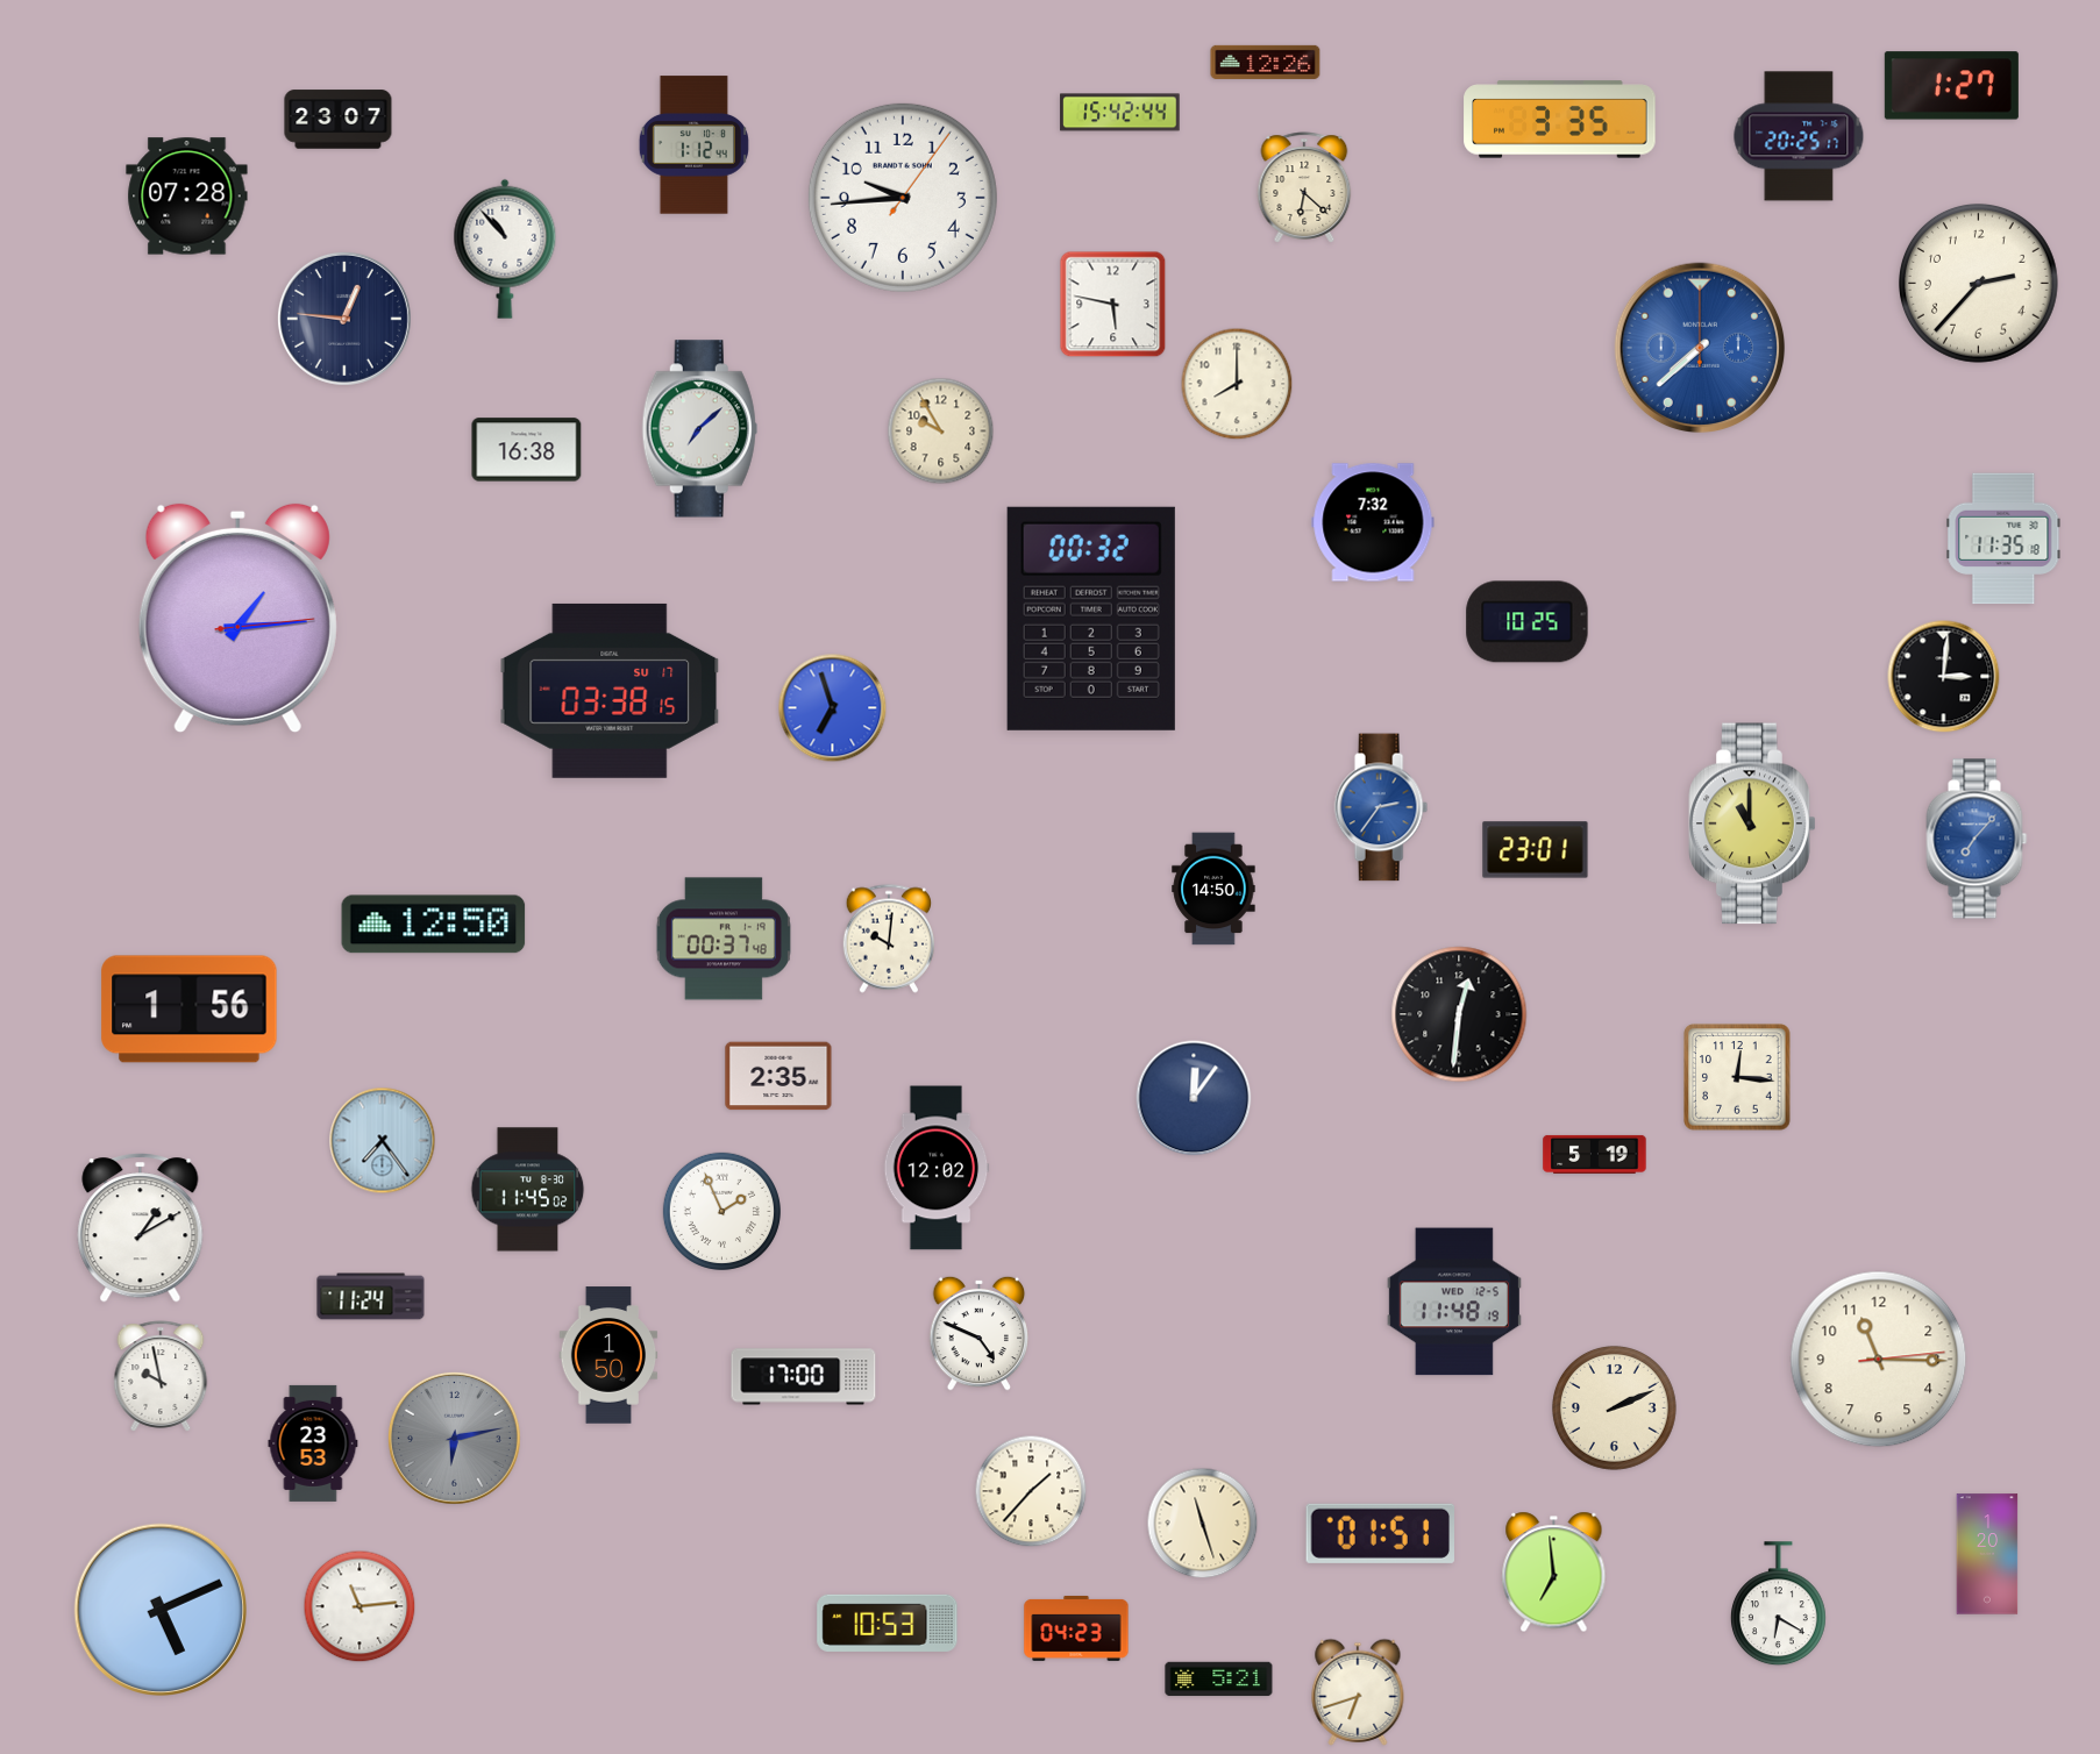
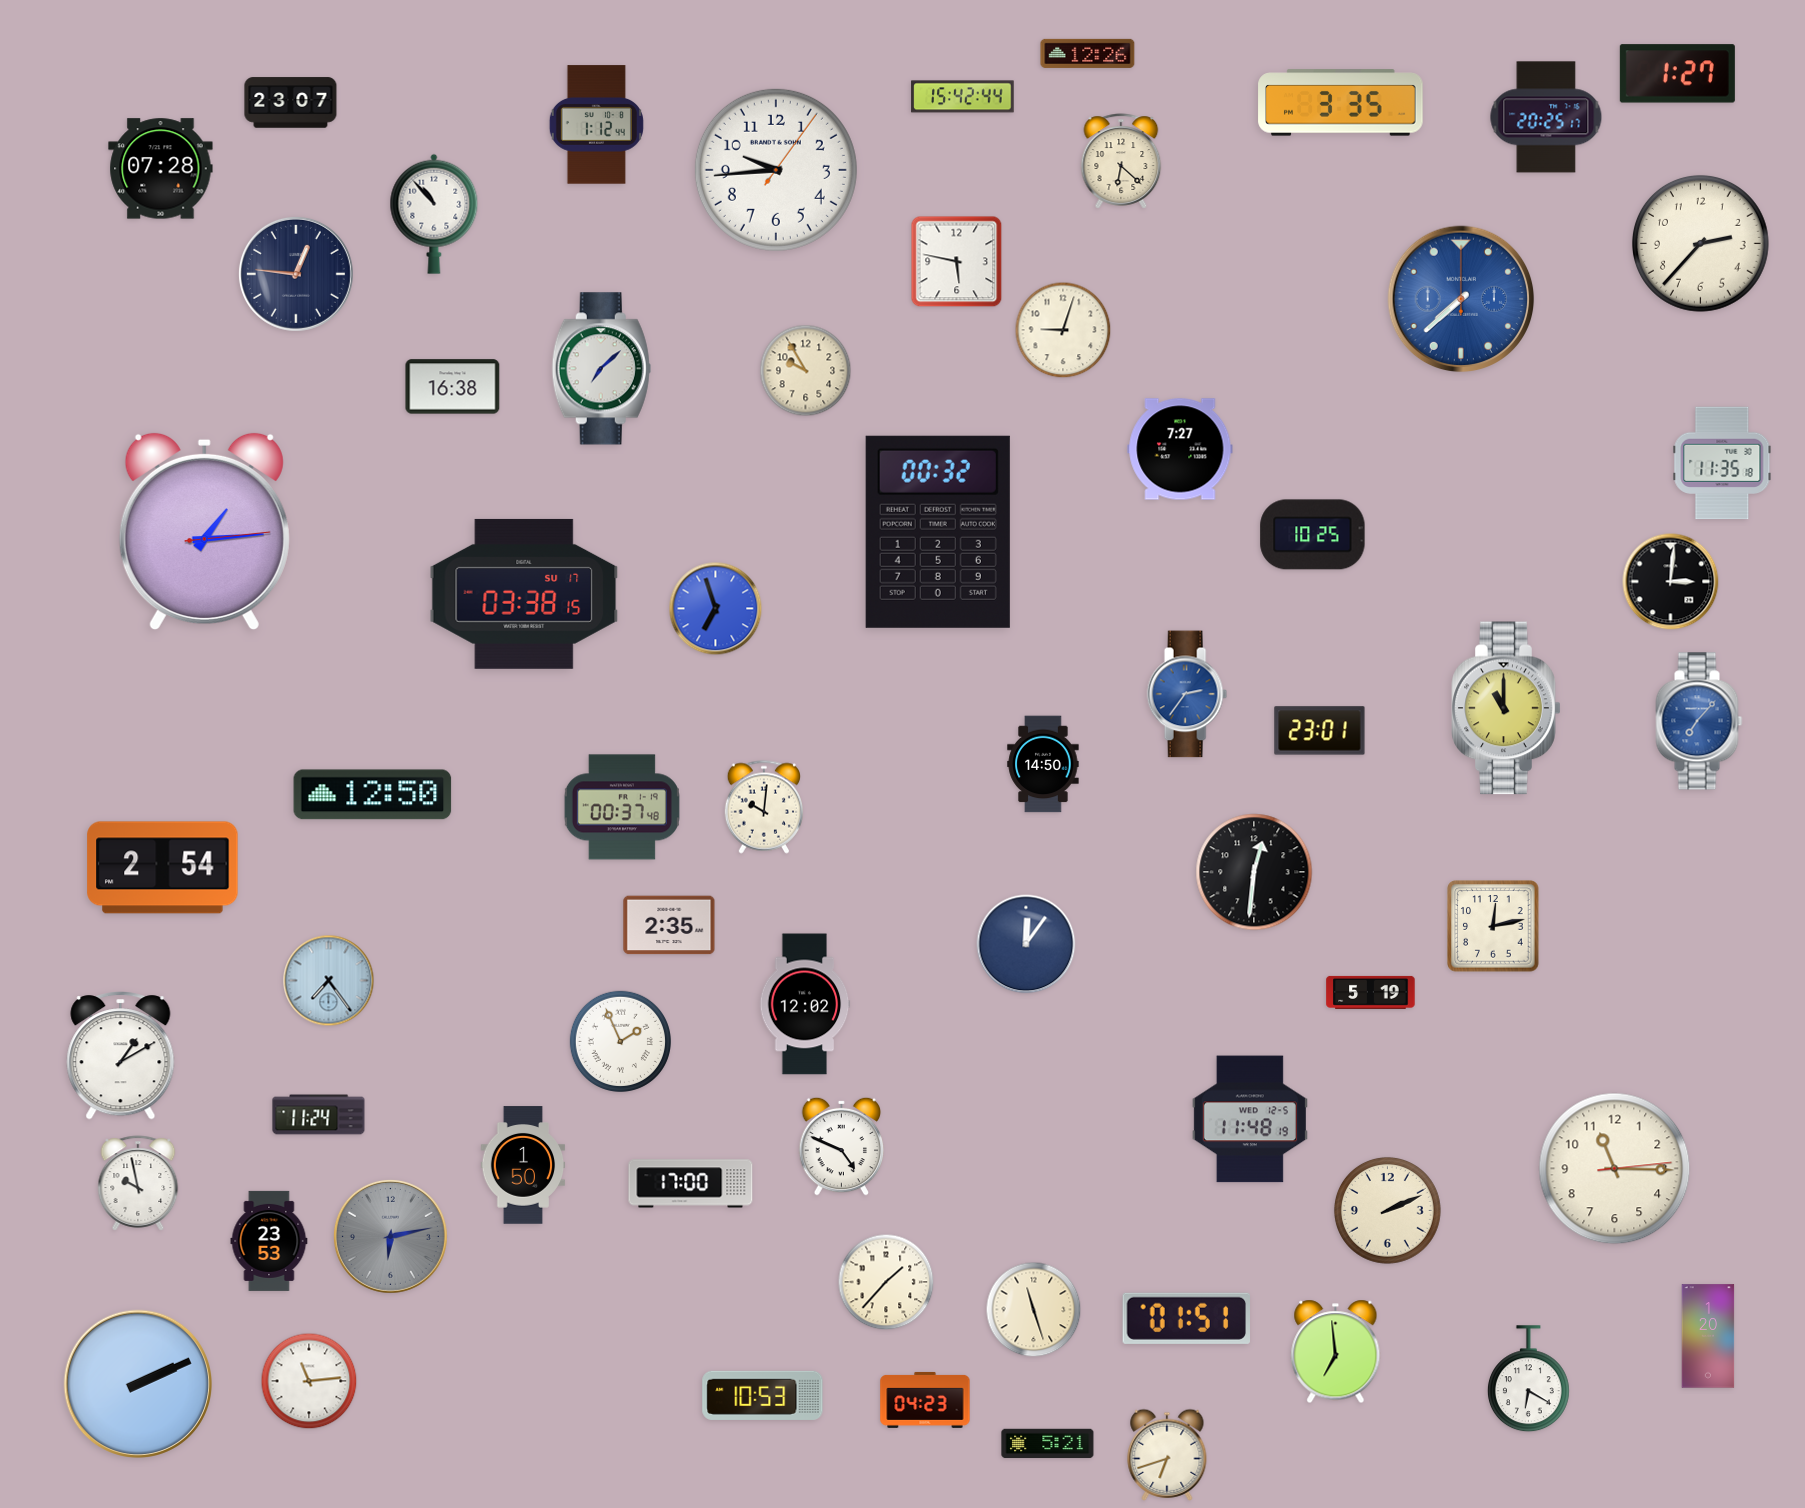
clock at (1237, 384): 8:00 -> 9:03
clock at (941, 432) position: (941, 432) -> (806, 371)
clock at (1373, 522): 7:32 -> 7:27
clock at (190, 1010): 1:56 -> 2:54
clock at (1737, 1077): 12:16 -> 12:13
clock at (528, 1190): 11:45 -> none
clock at (159, 1609): 5:11 -> 2:11
